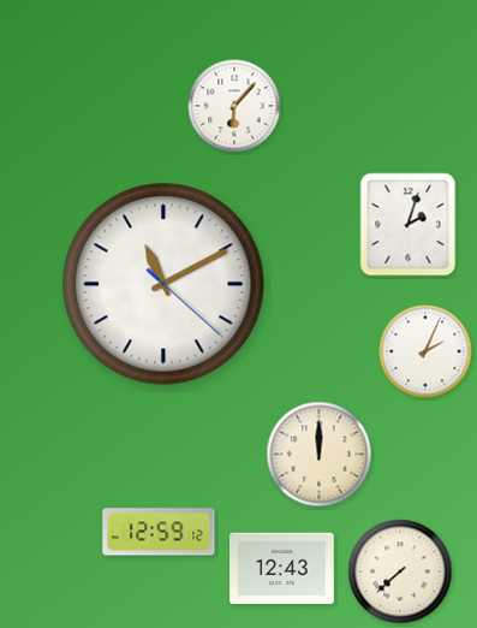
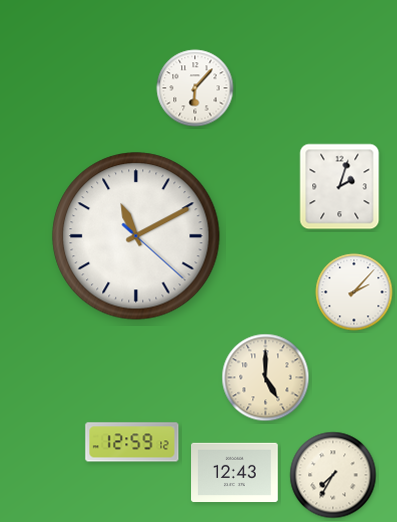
clock at (425, 351): 2:04 -> 2:07
clock at (320, 455): 12:00 -> 5:00
clock at (400, 571): 7:38 -> 7:35
